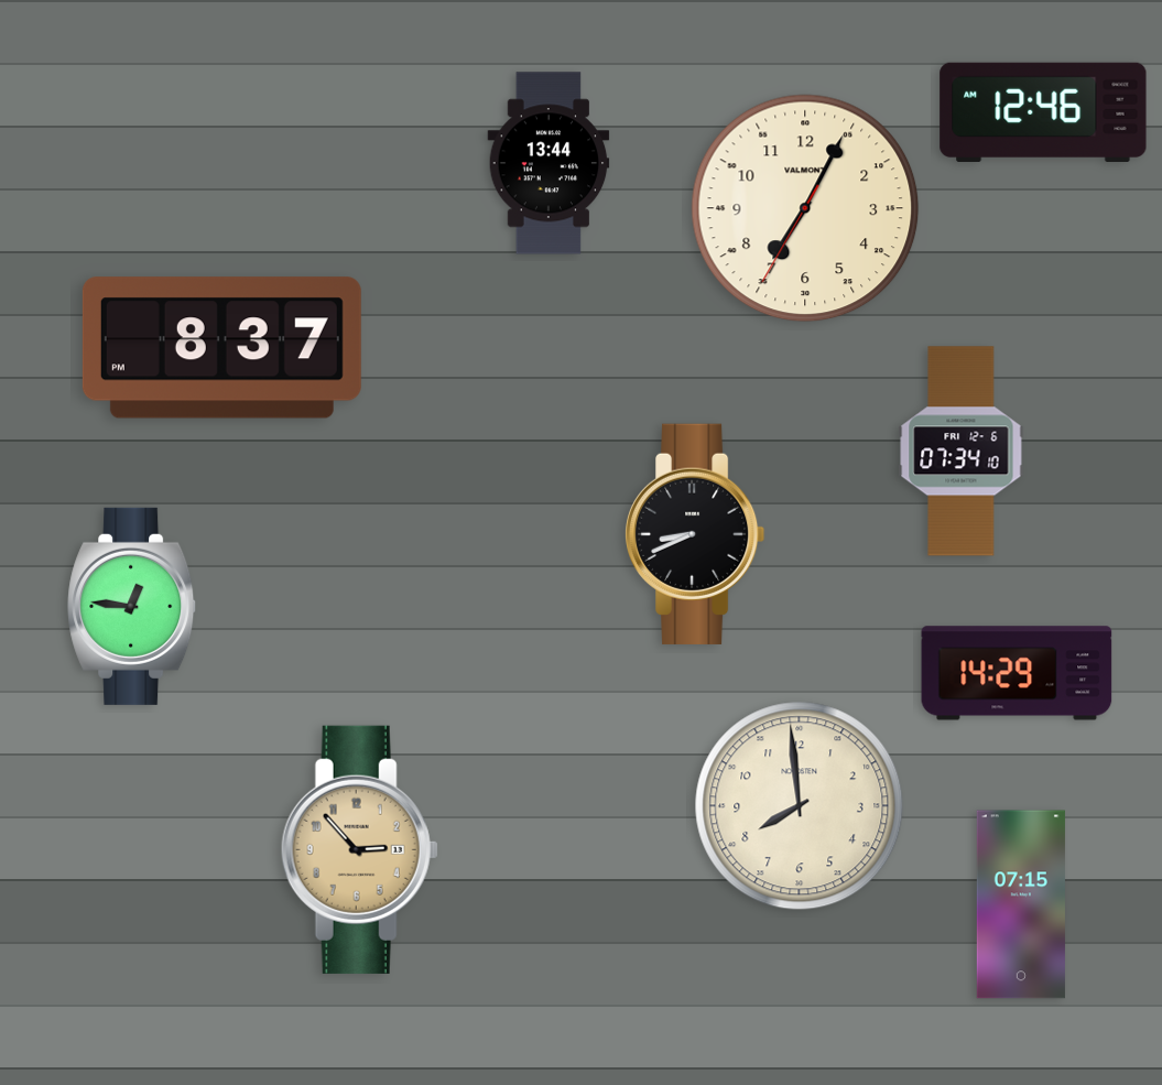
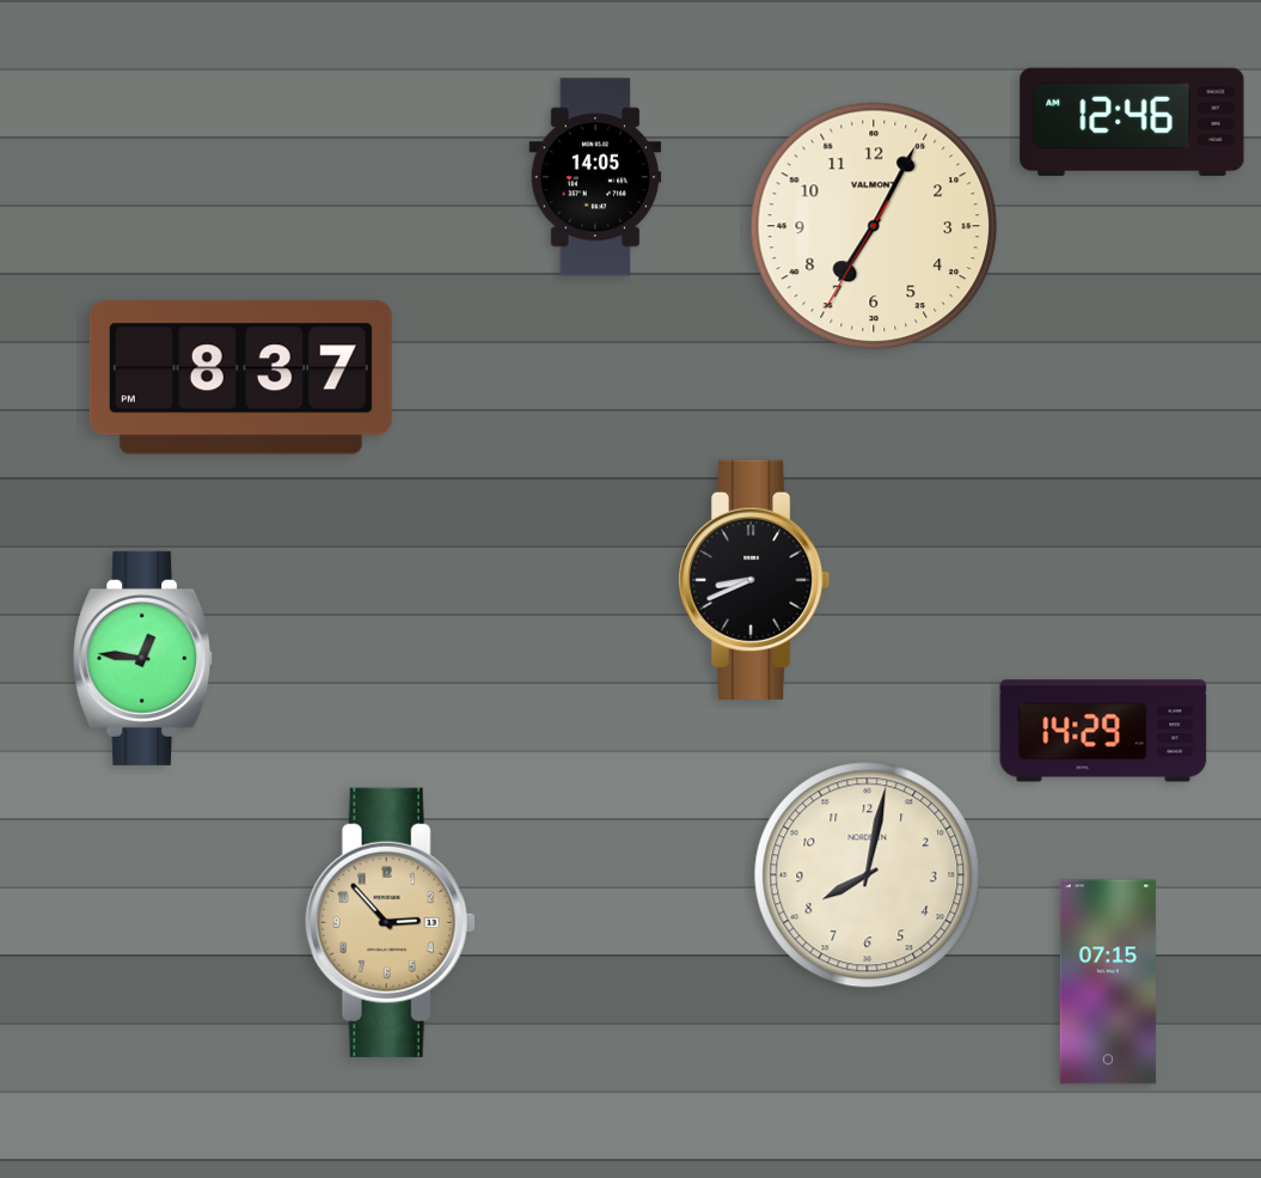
clock at (549, 163): 13:44 -> 14:05
clock at (962, 452): 07:34 -> none
clock at (800, 806): 7:59 -> 8:02
